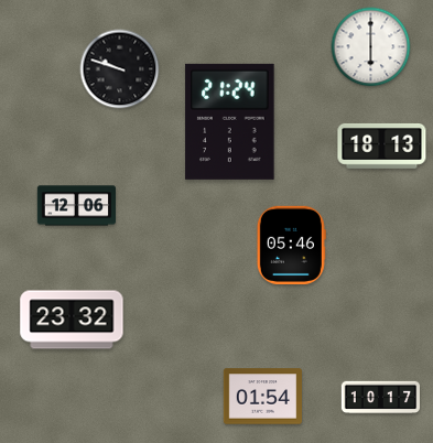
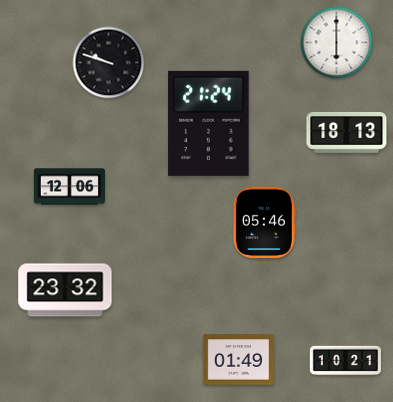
clock at (230, 121) position: (230, 121) -> (209, 123)
clock at (262, 397): 01:54 -> 01:49
clock at (381, 398): 10:17 -> 10:21
